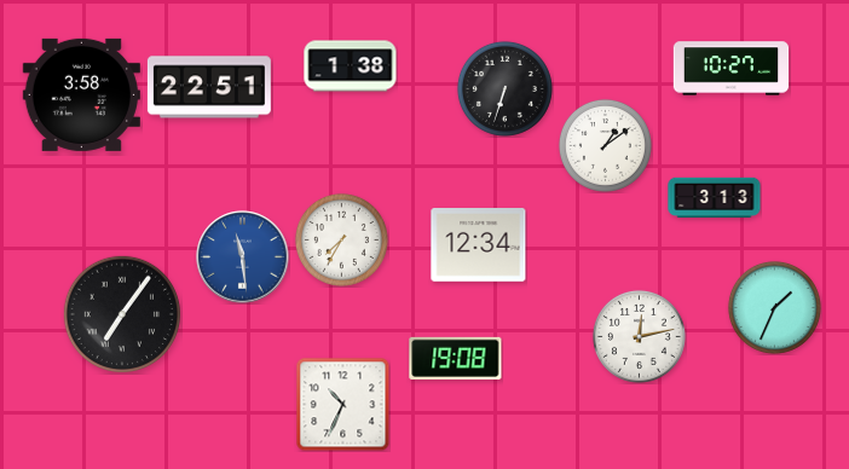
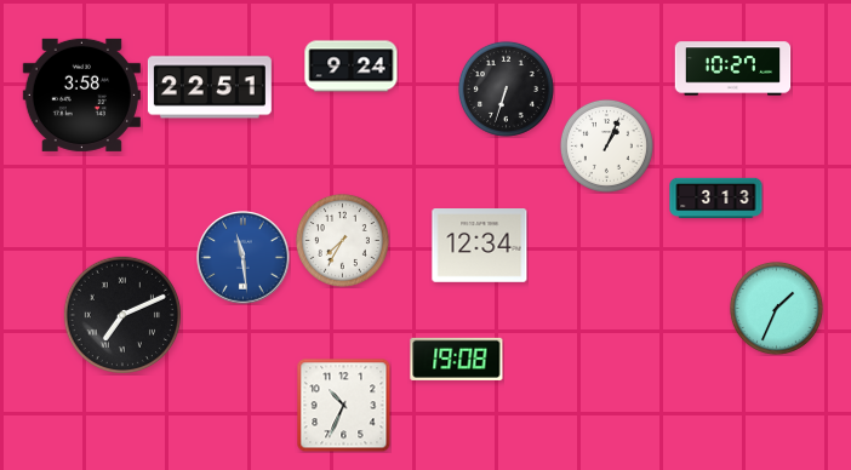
clock at (351, 66): 1:38 -> 9:24
clock at (605, 145): 1:09 -> 1:04
clock at (121, 313): 7:06 -> 7:11
clock at (639, 336): 12:13 -> none
